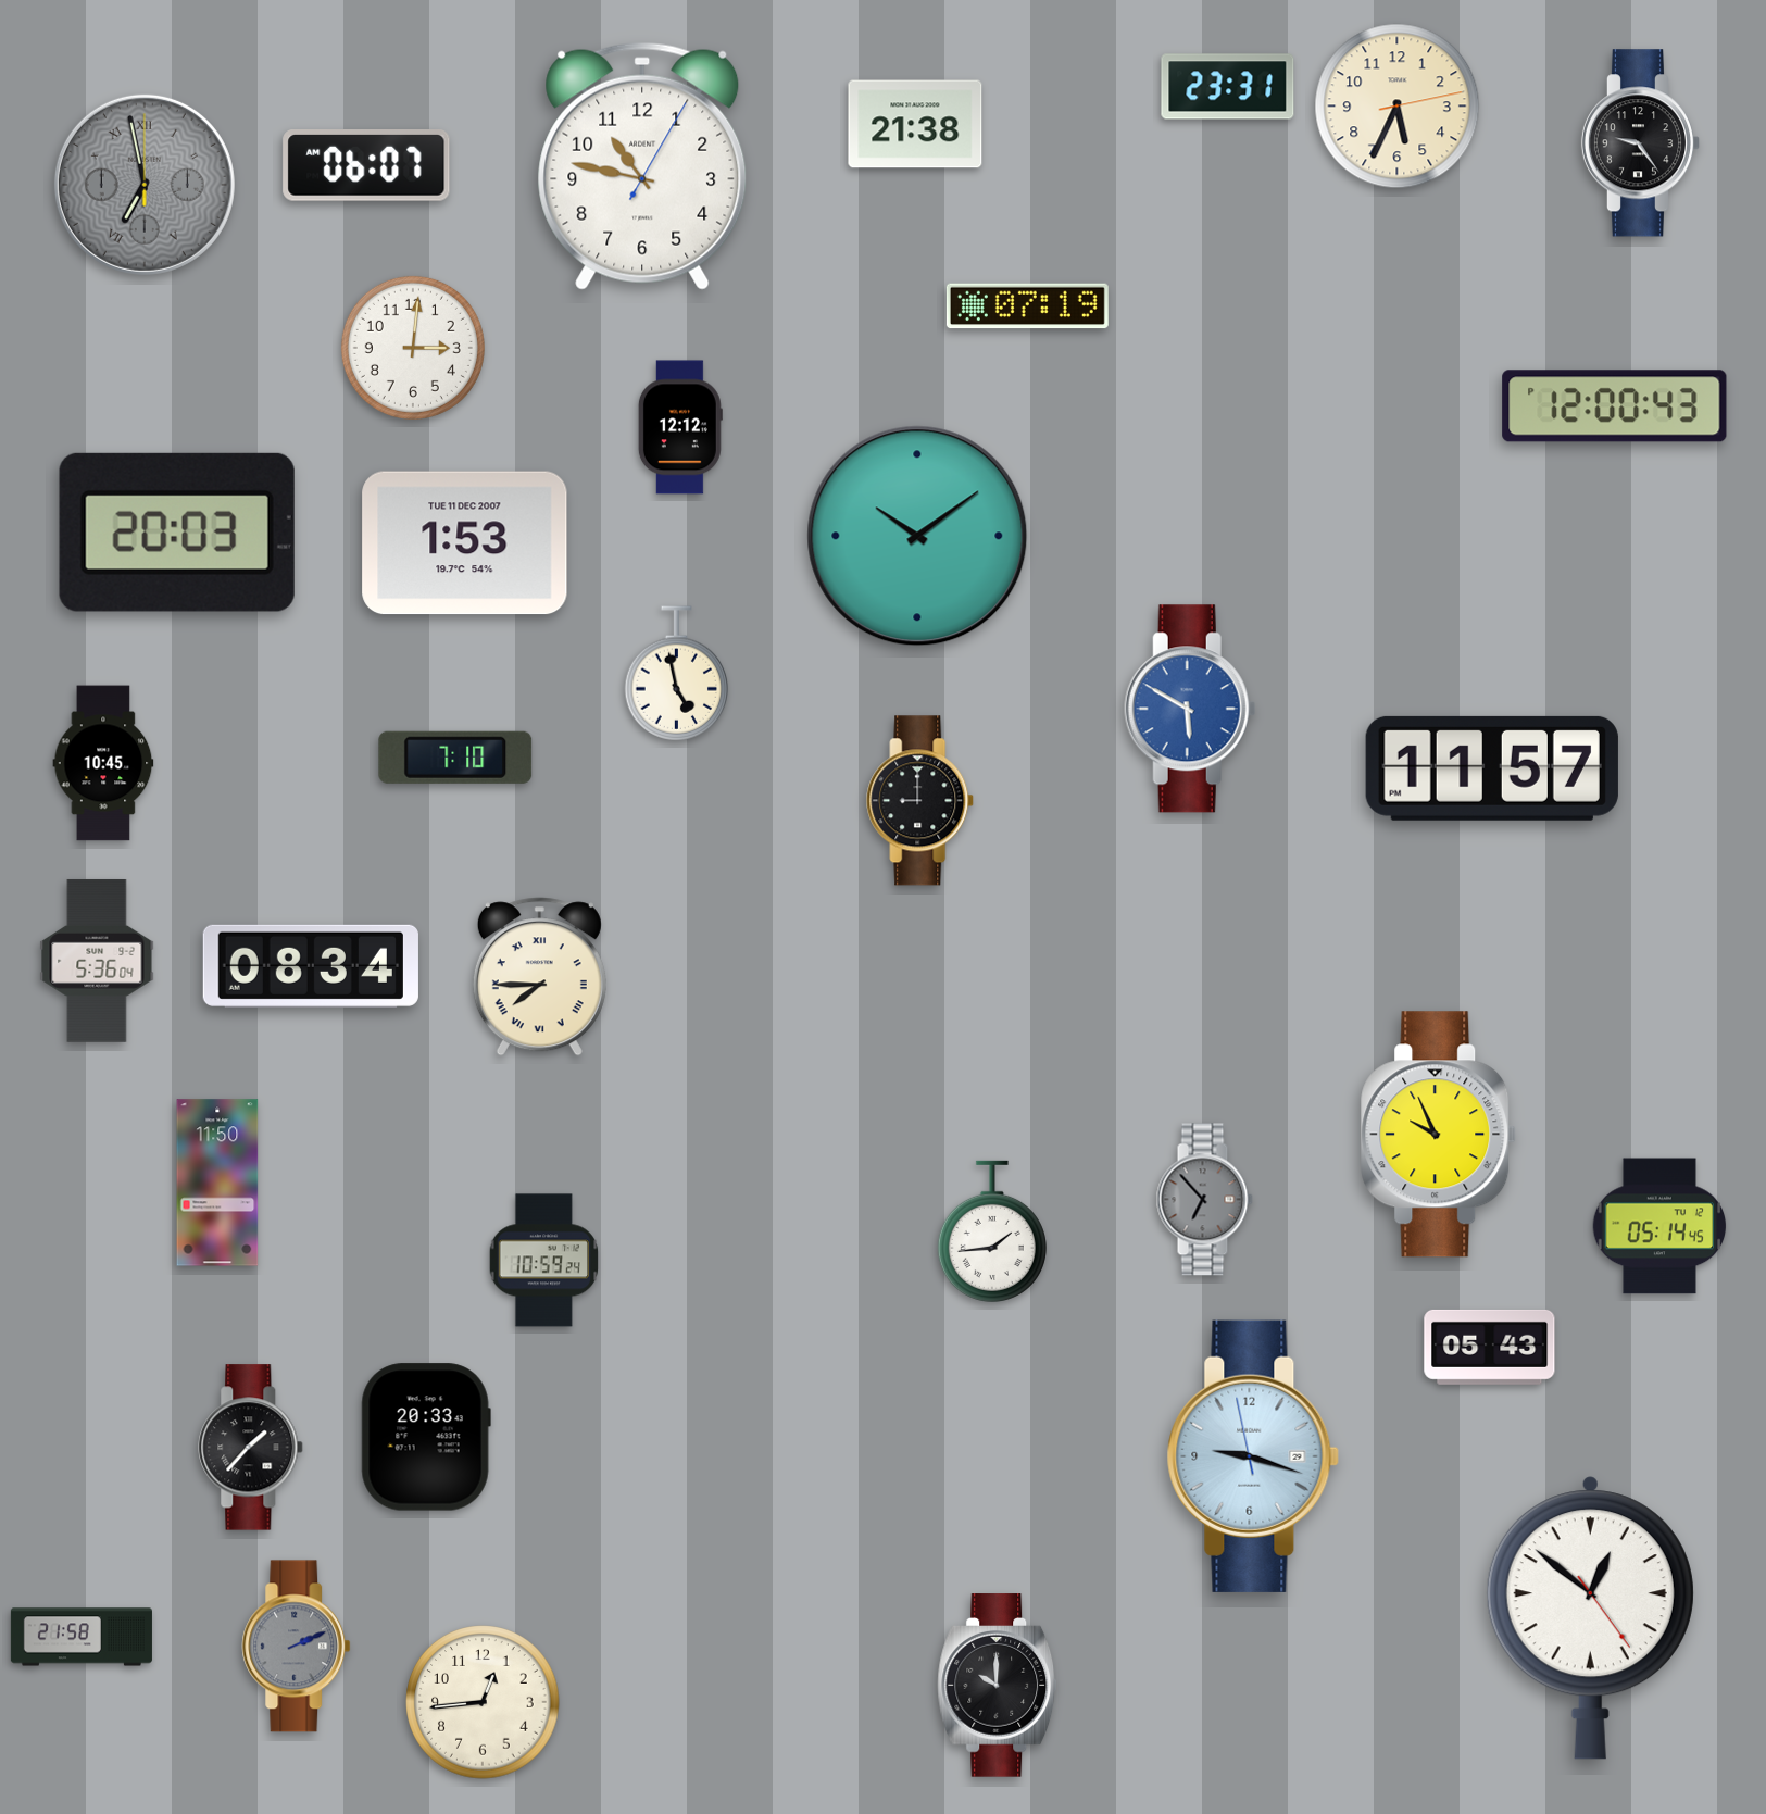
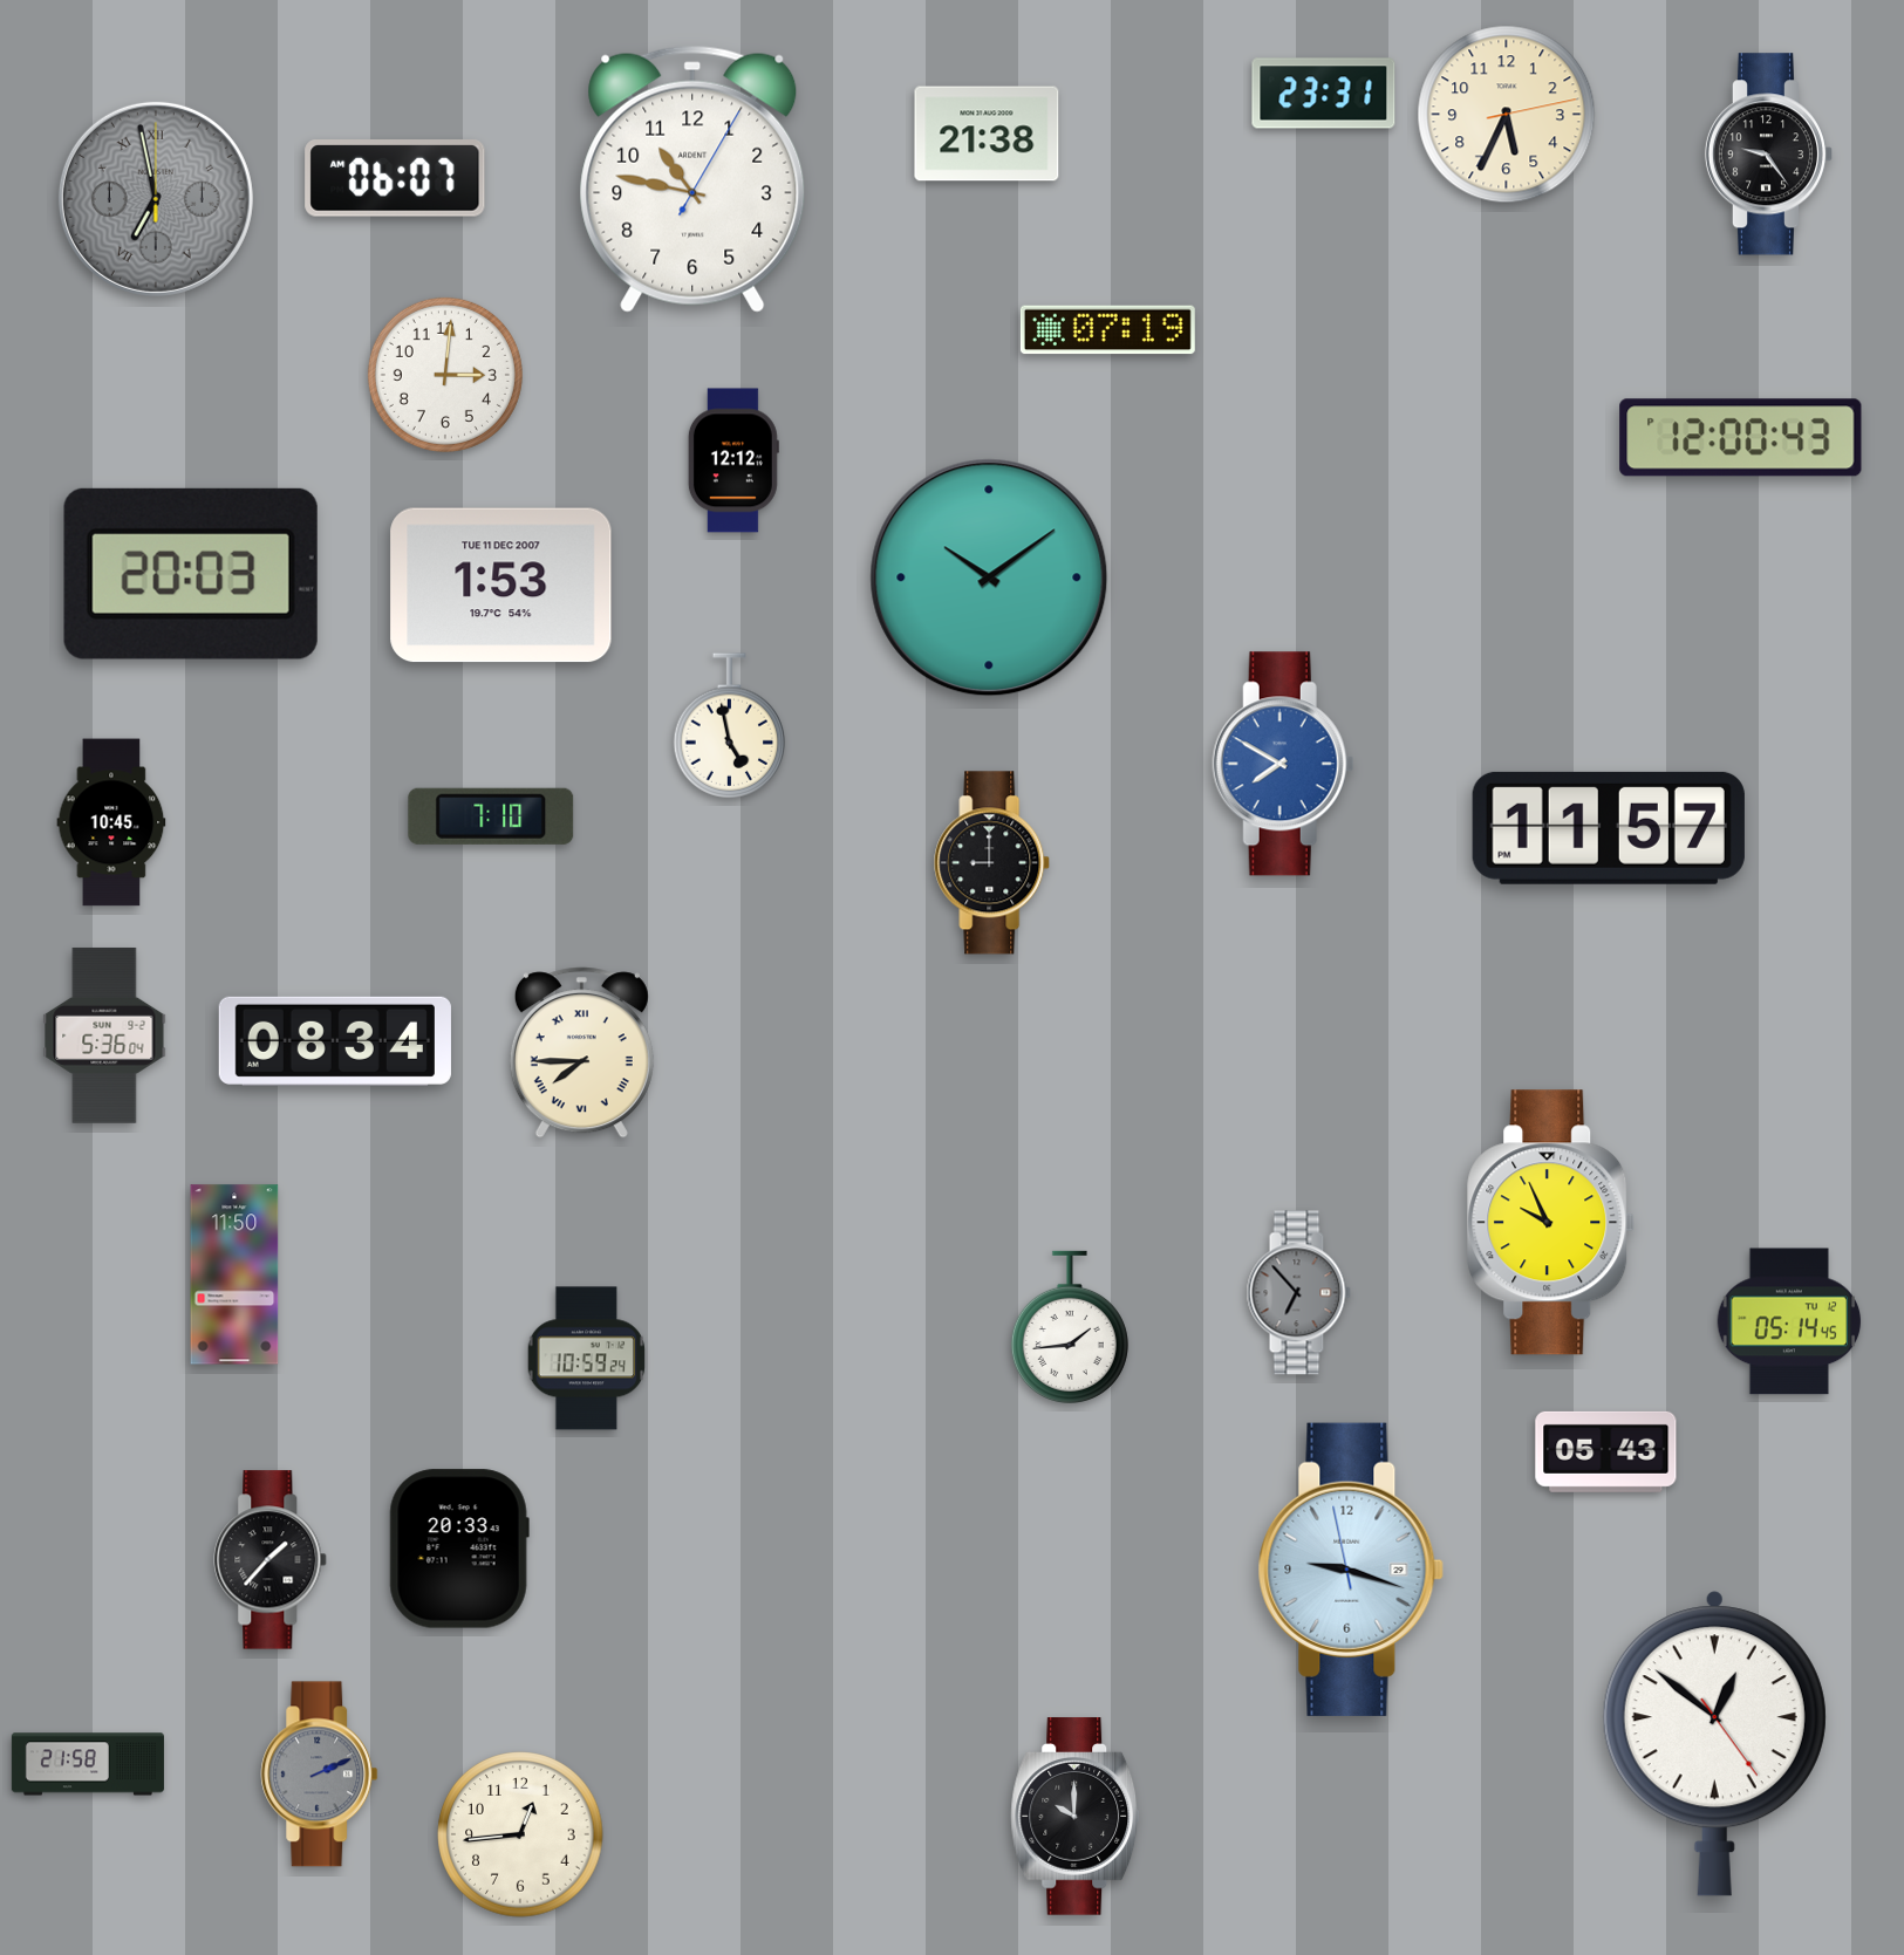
clock at (1190, 709): 5:50 -> 7:50
